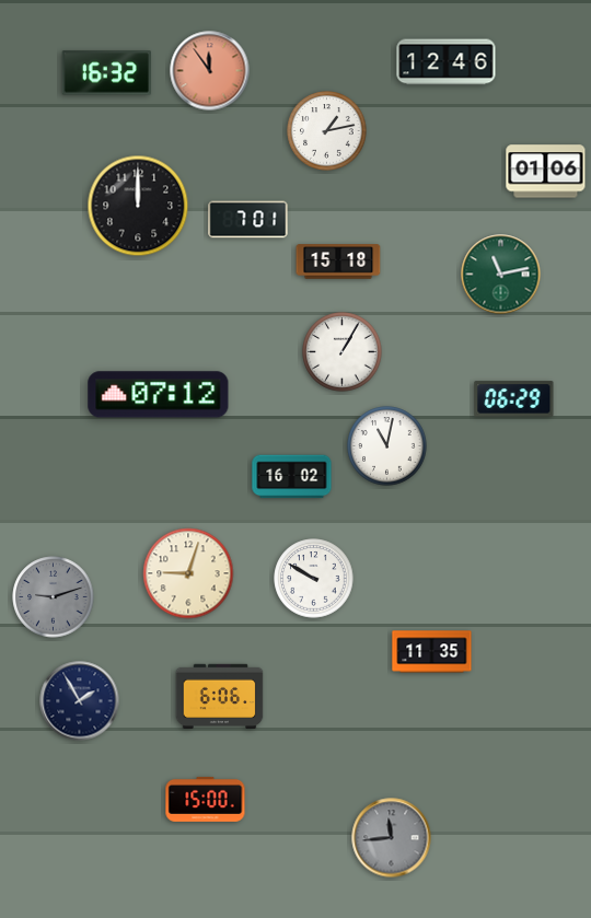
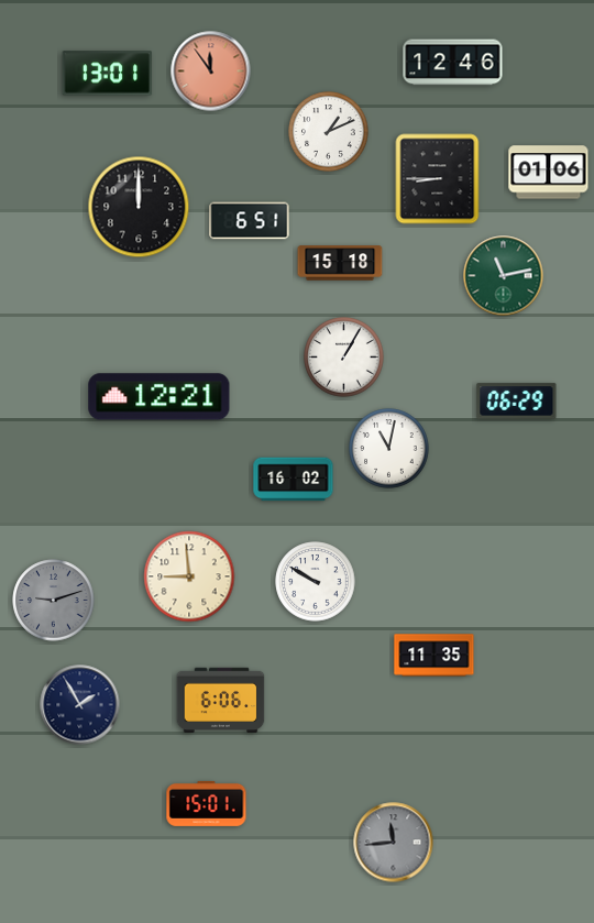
clock at (447, 62) position: (447, 62) -> (453, 63)
clock at (106, 73): 16:32 -> 13:01
clock at (327, 131): 1:13 -> 1:11
clock at (438, 179): none -> 8:45
clock at (248, 220): 7:01 -> 6:51
clock at (343, 352) position: (343, 352) -> (344, 358)
clock at (159, 395): 07:12 -> 12:21
clock at (188, 573): 9:03 -> 8:59
clock at (206, 799): 15:00 -> 15:01
